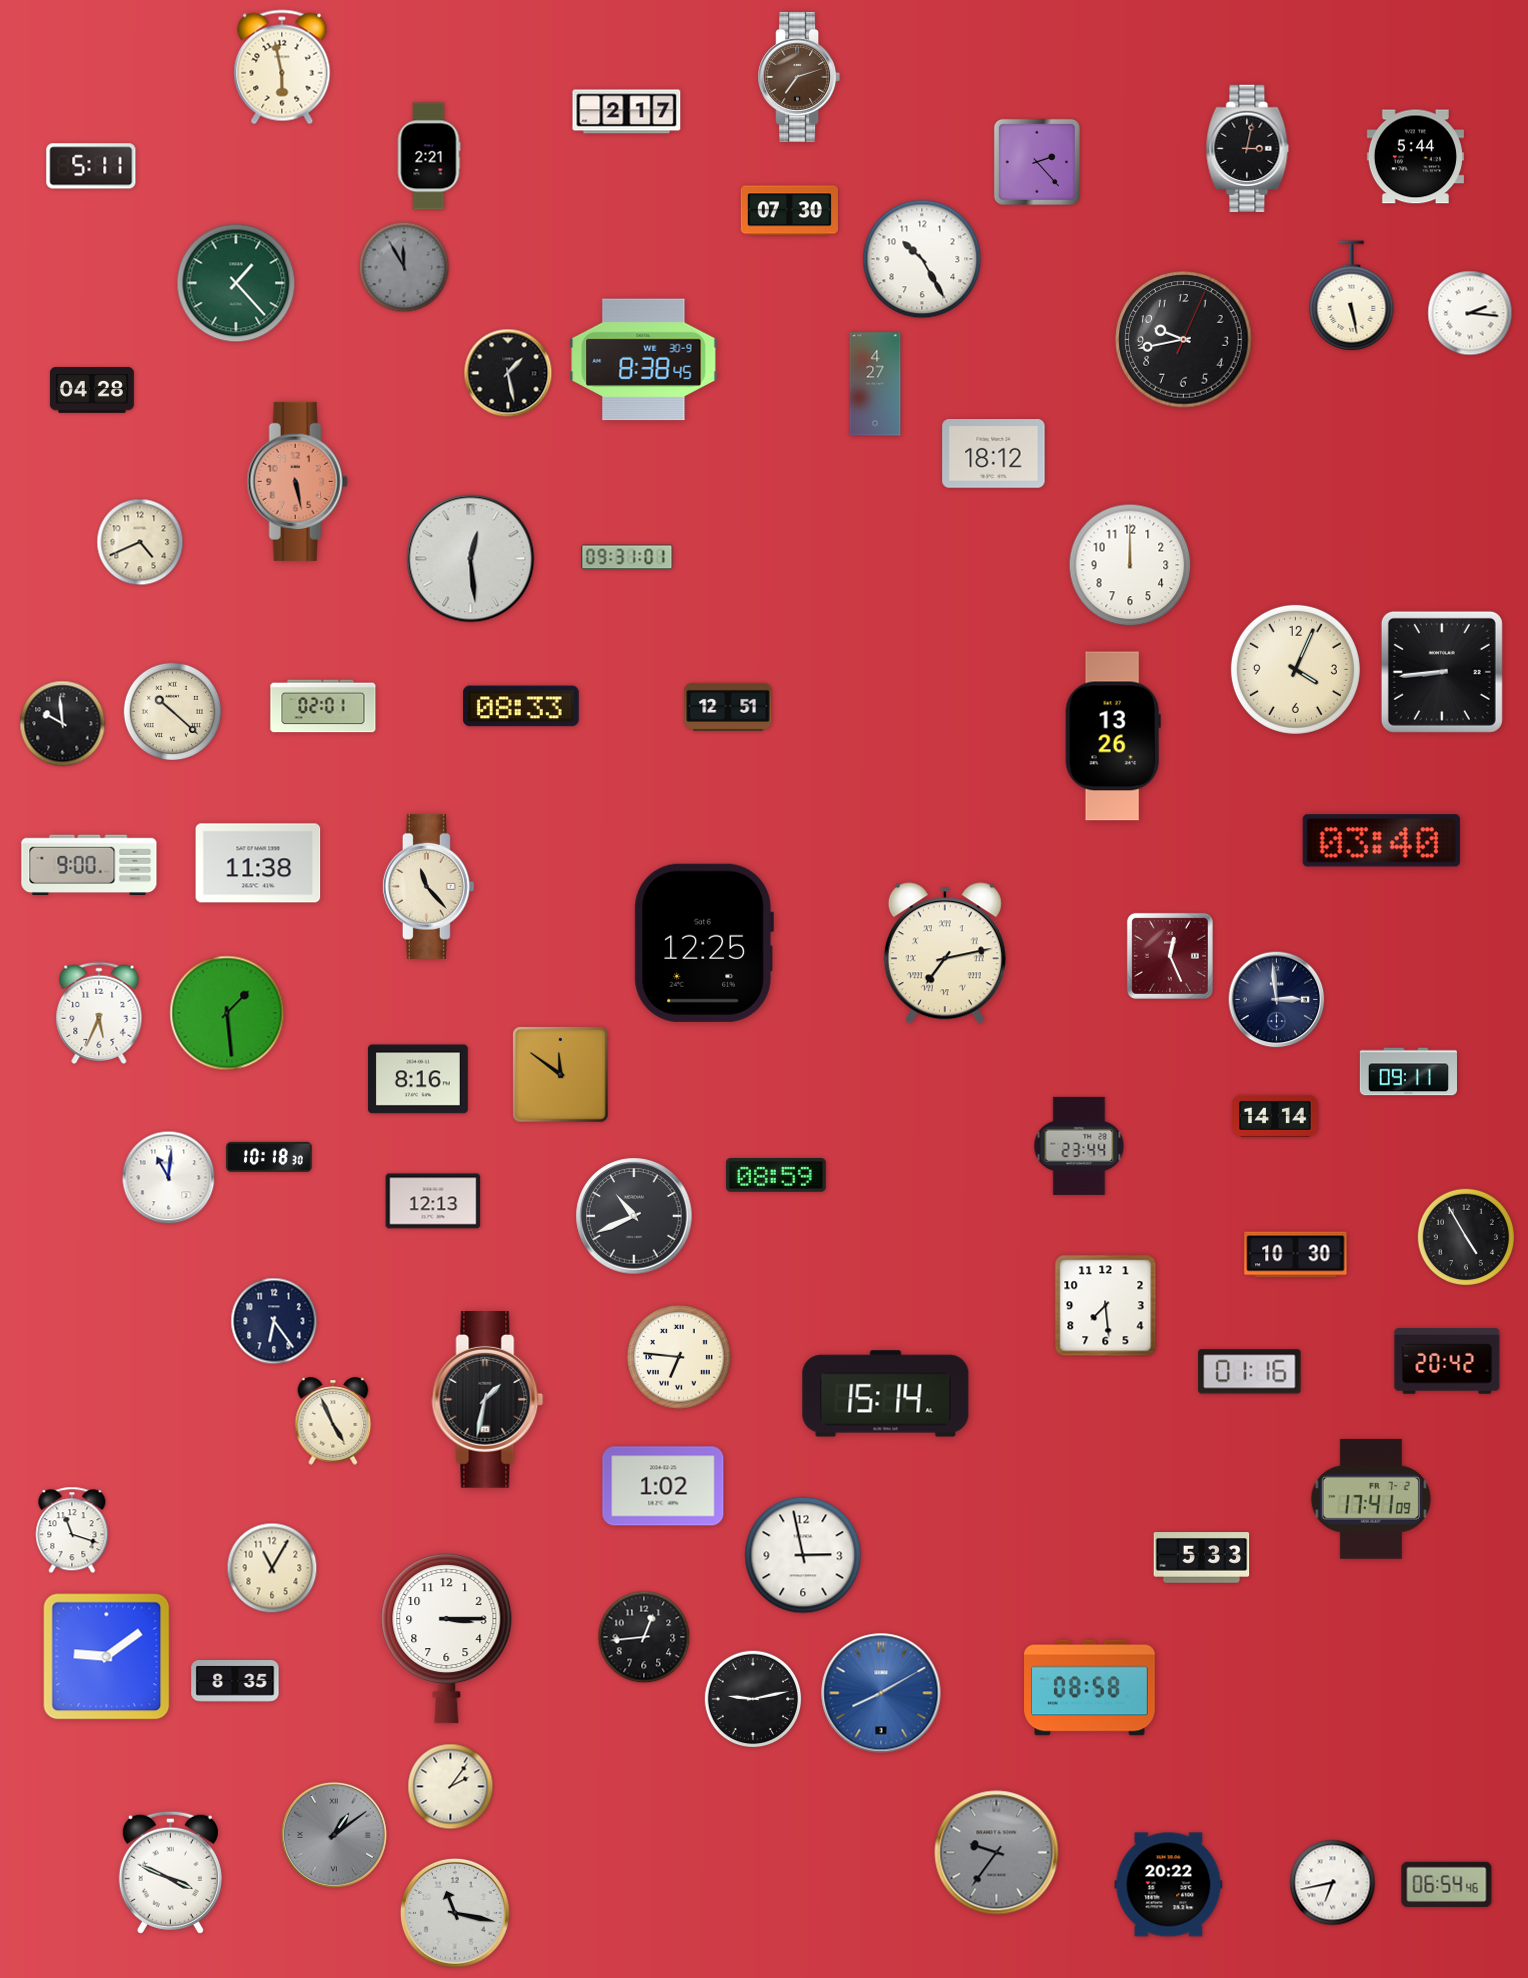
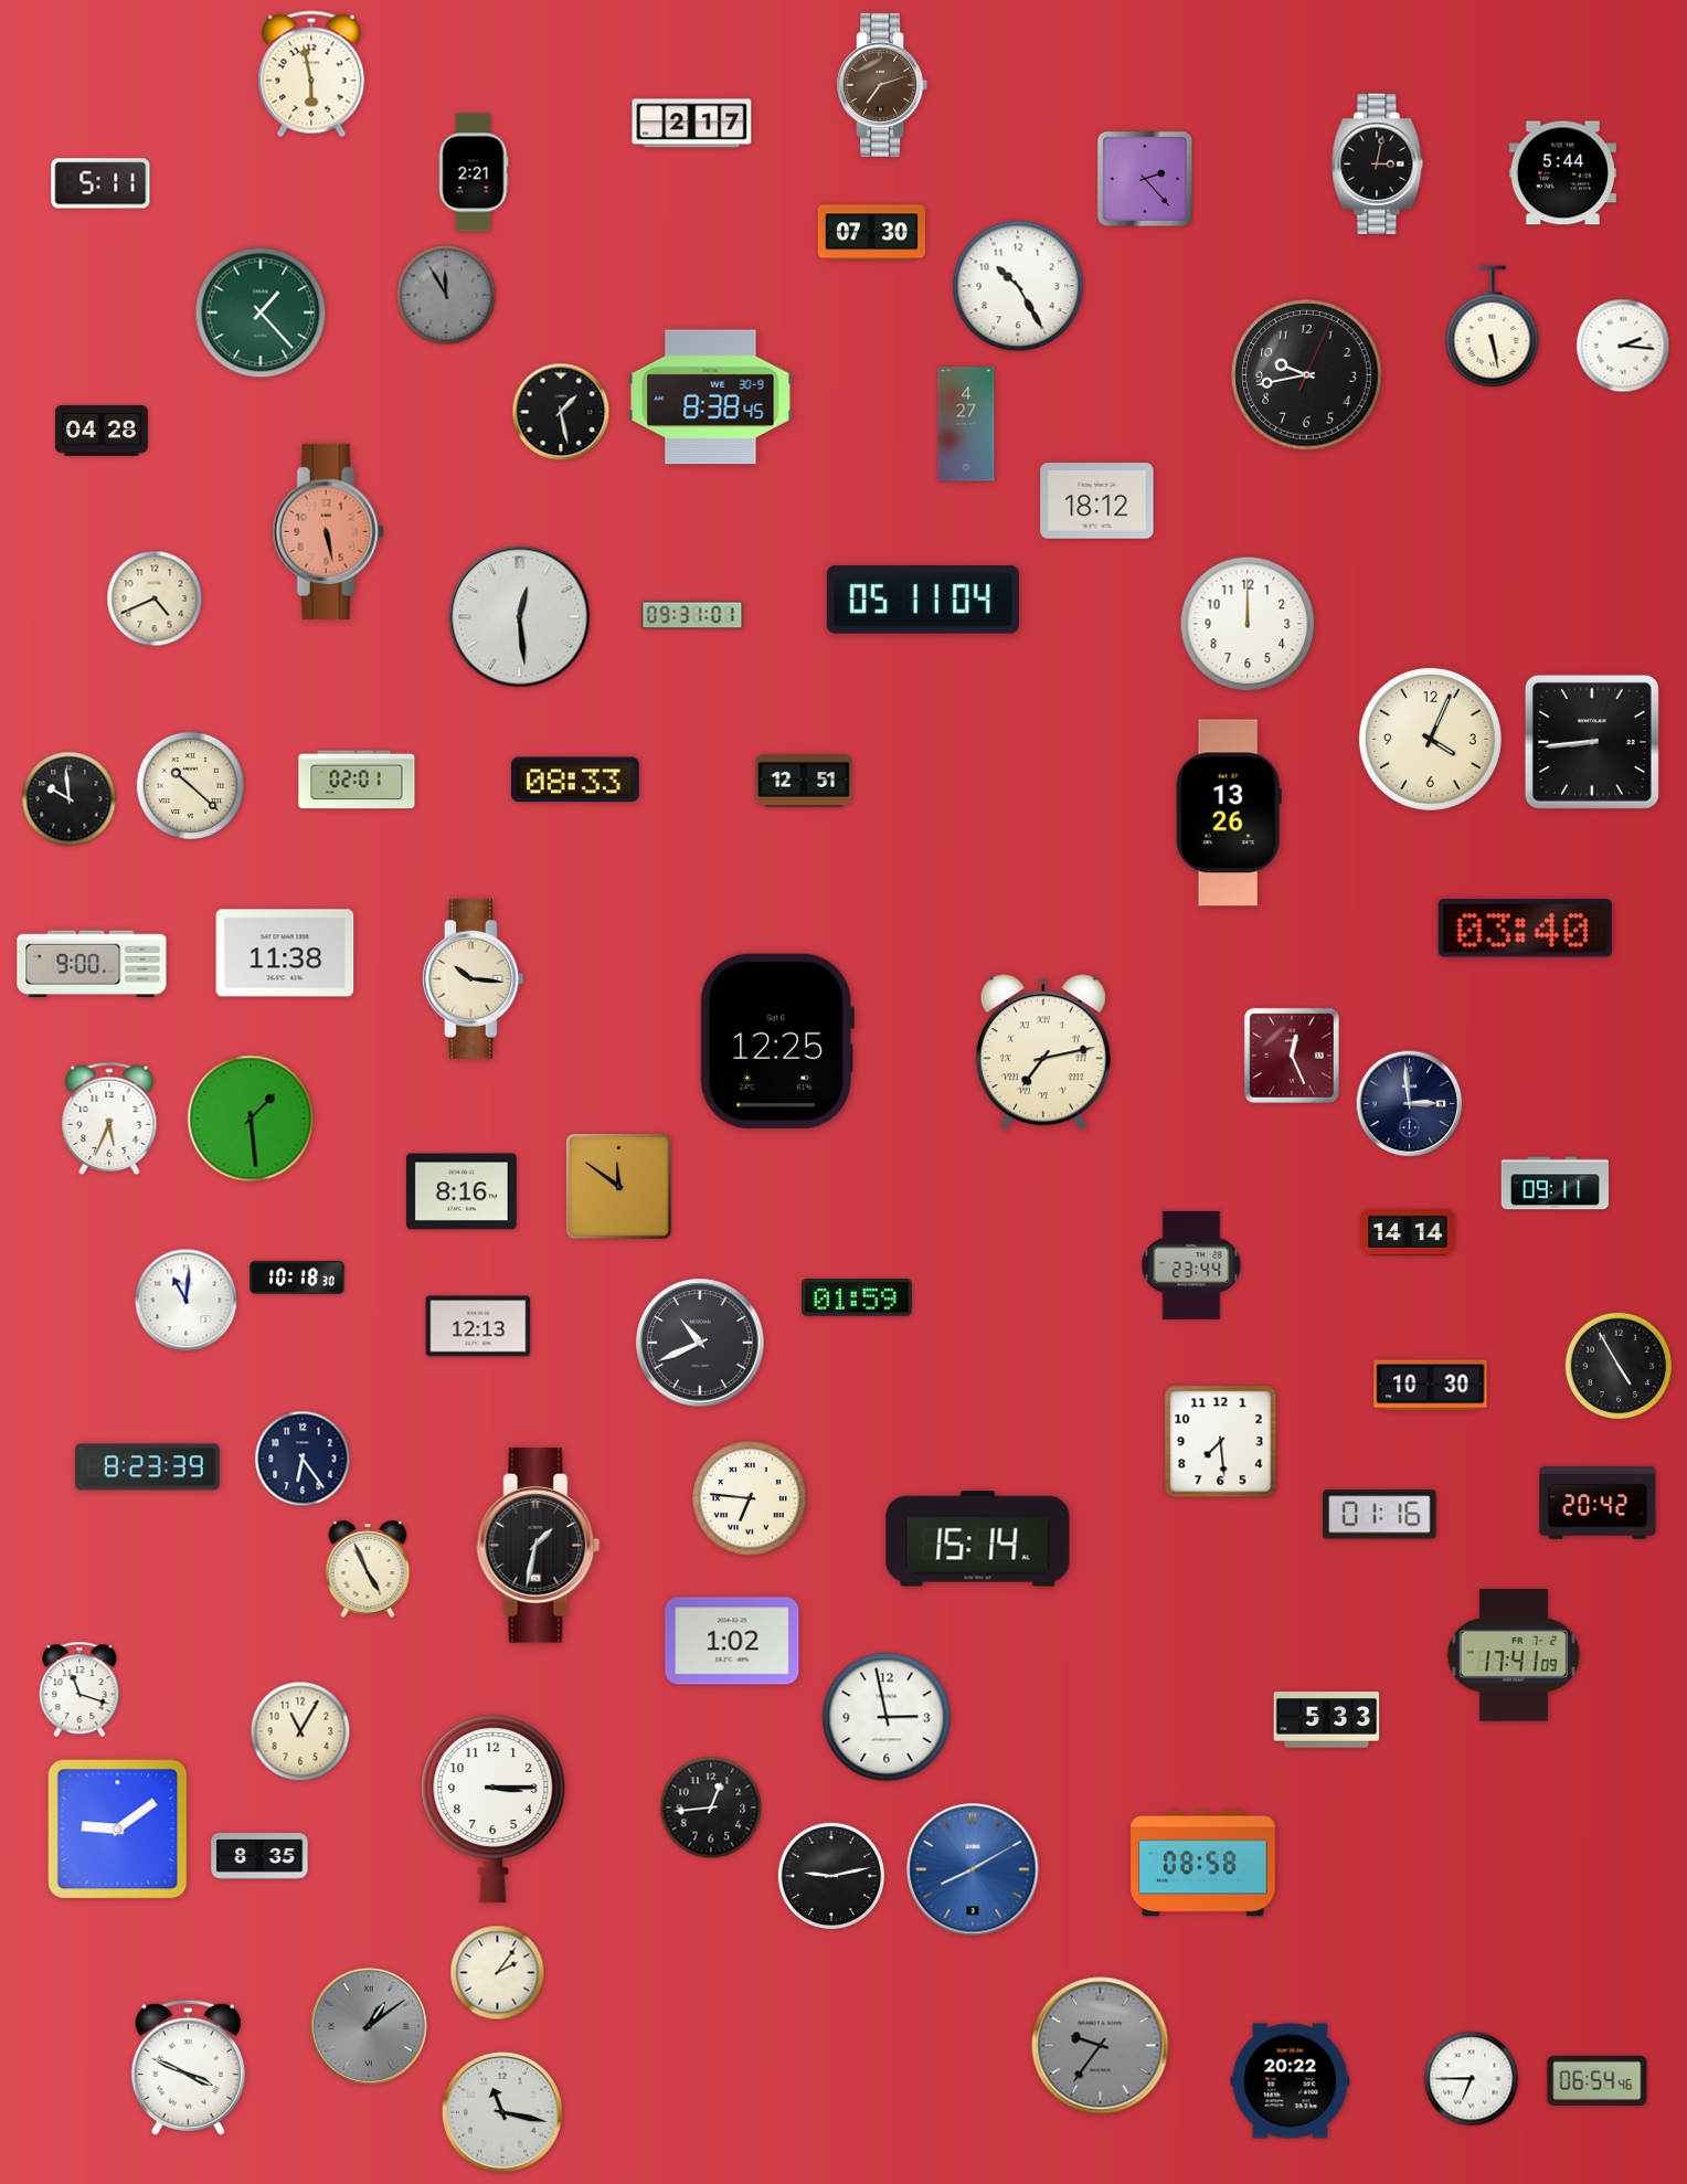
clock at (923, 600): none -> 05:11
clock at (89, 865) position: (89, 865) -> (92, 964)
clock at (428, 886): 11:23 -> 10:16
clock at (776, 1176): 08:59 -> 01:59
clock at (148, 1467): none -> 8:23
clock at (1333, 1883): 6:43 -> 6:45
